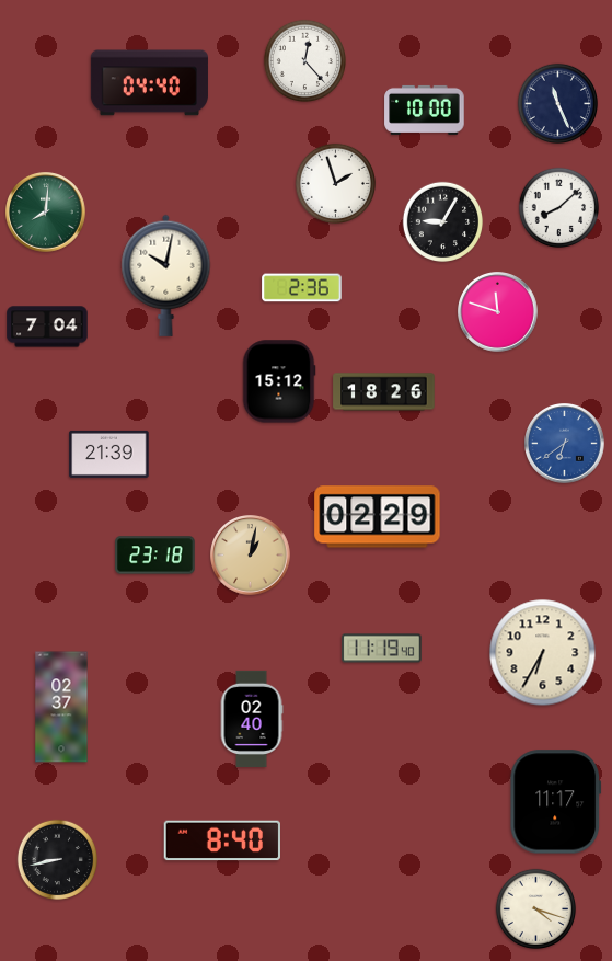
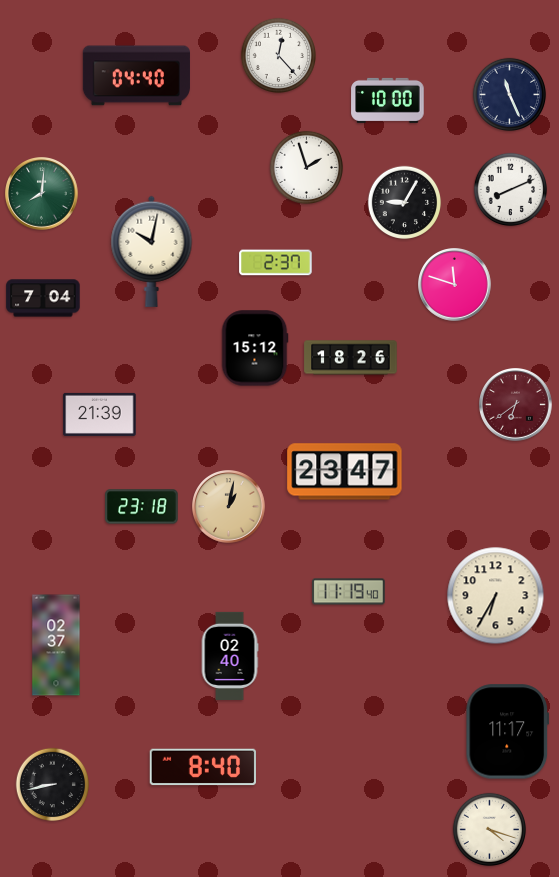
clock at (559, 208): 8:08 -> 8:11
clock at (302, 288): 2:36 -> 2:37
clock at (565, 444) dial: blue -> burgundy
clock at (378, 517): 02:29 -> 23:47
